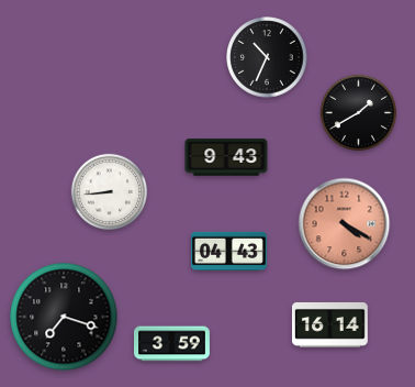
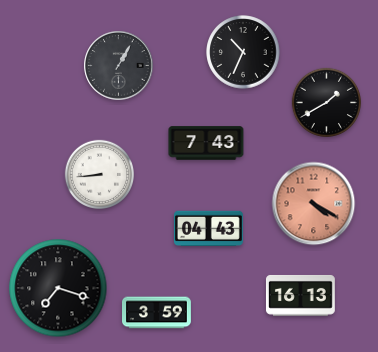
clock at (119, 66): none -> 1:05
clock at (226, 157): 9:43 -> 7:43
clock at (329, 324): 16:14 -> 16:13
